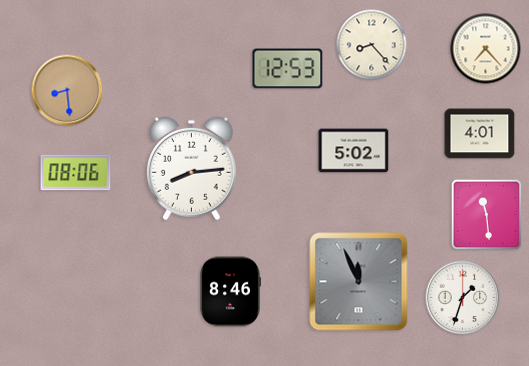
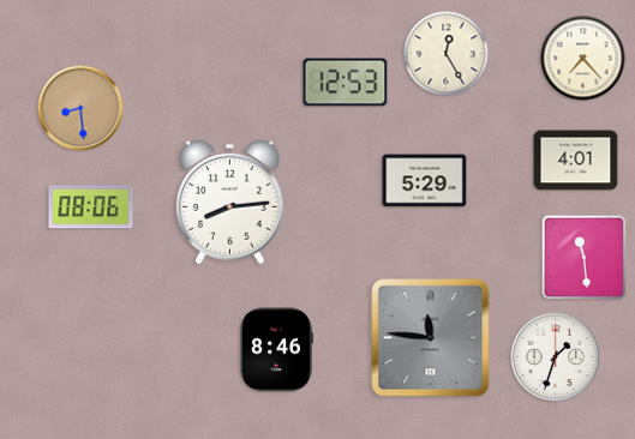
clock at (372, 45): 8:23 -> 12:25
clock at (354, 151): 5:02 -> 5:29
clock at (359, 282): 11:56 -> 11:46
